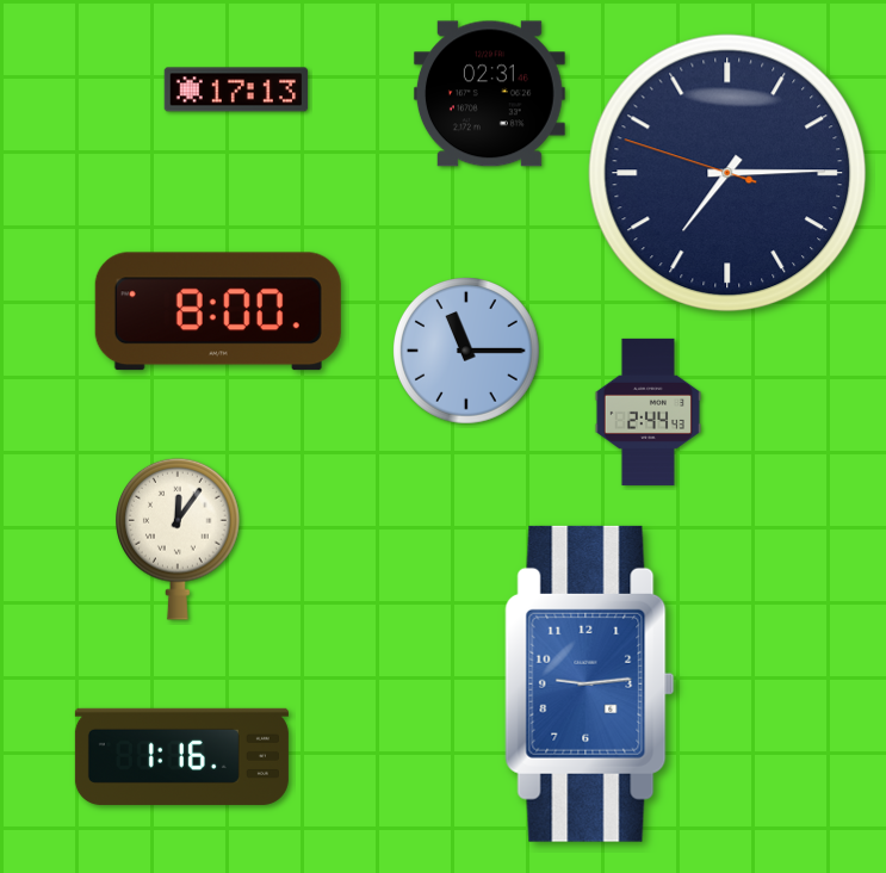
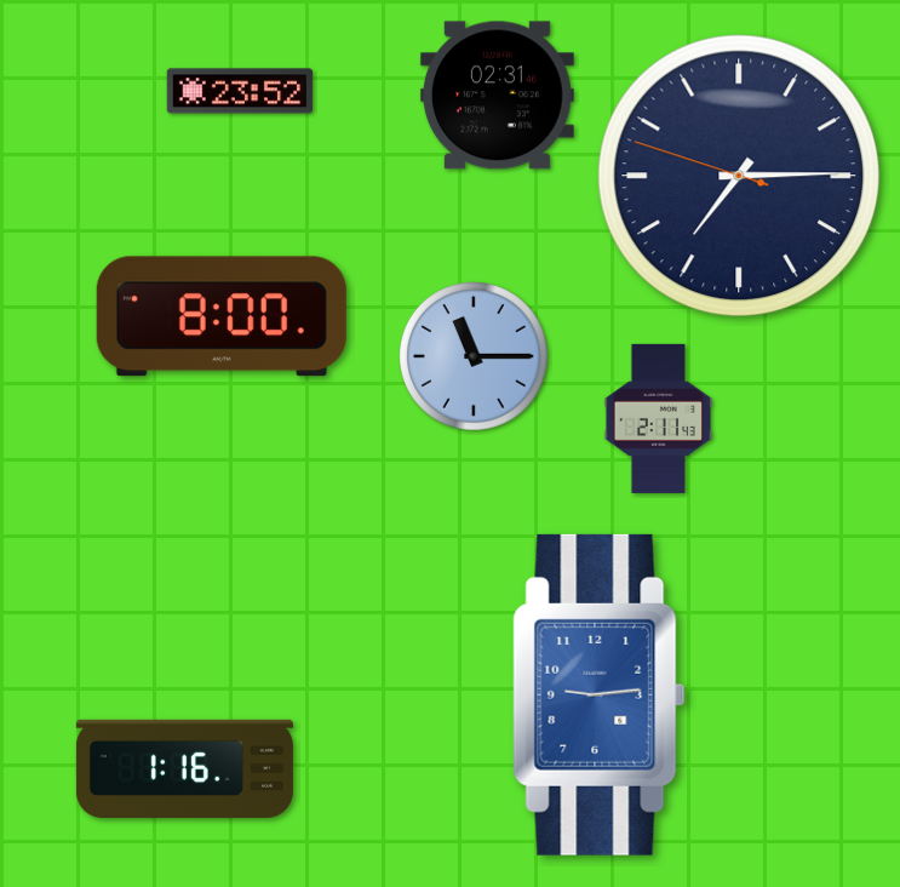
clock at (236, 89): 17:13 -> 23:52
clock at (648, 411): 2:44 -> 2:11
clock at (179, 539): 12:06 -> none
